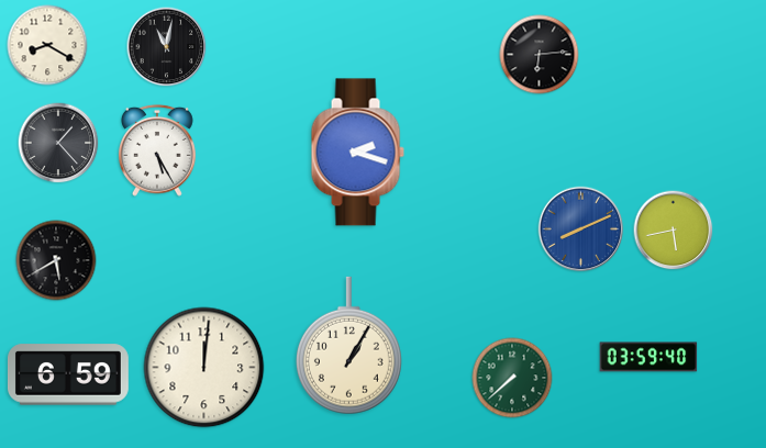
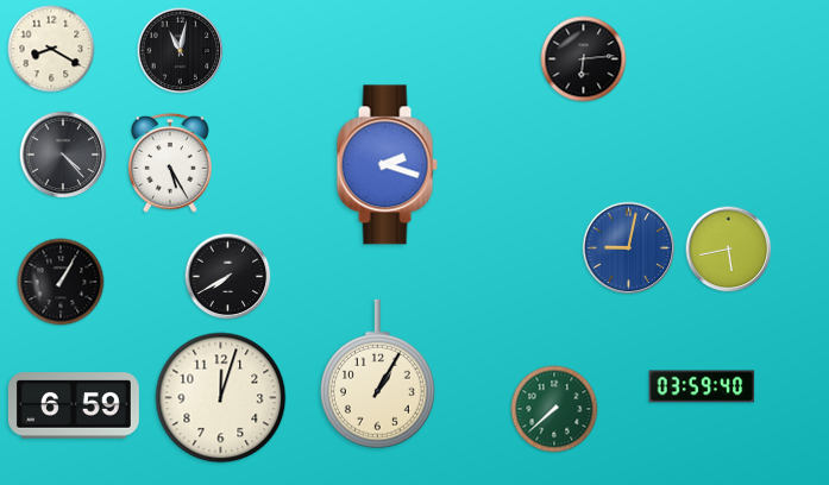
clock at (58, 143): 1:23 -> 4:23
clock at (581, 229): 8:11 -> 9:02
clock at (228, 277): none -> 7:40
clock at (56, 260): 5:40 -> 1:05
clock at (204, 368): 12:01 -> 12:03
